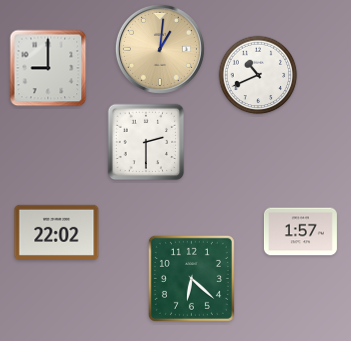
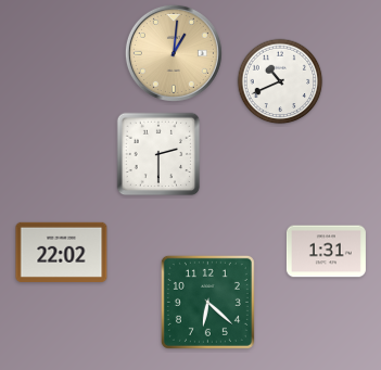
clock at (48, 68): 9:00 -> none
clock at (300, 232): 1:57 -> 1:31
